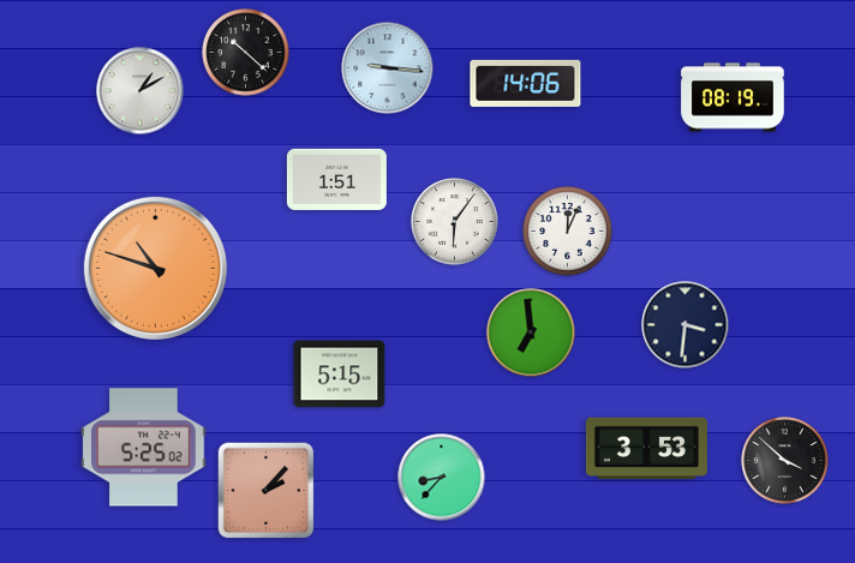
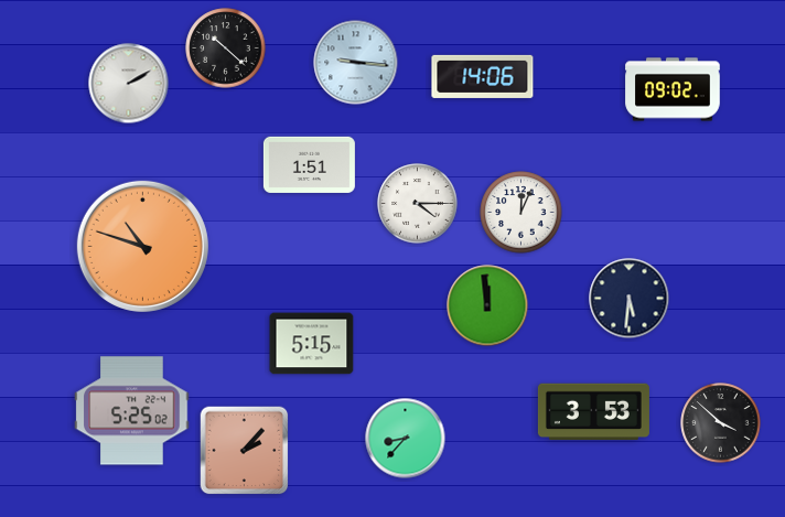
clock at (140, 91): 1:10 -> 2:10
clock at (733, 97): 08:19 -> 09:02
clock at (455, 222): 6:06 -> 4:15
clock at (686, 325): 3:31 -> 5:31
clock at (531, 333): 6:59 -> 11:59
